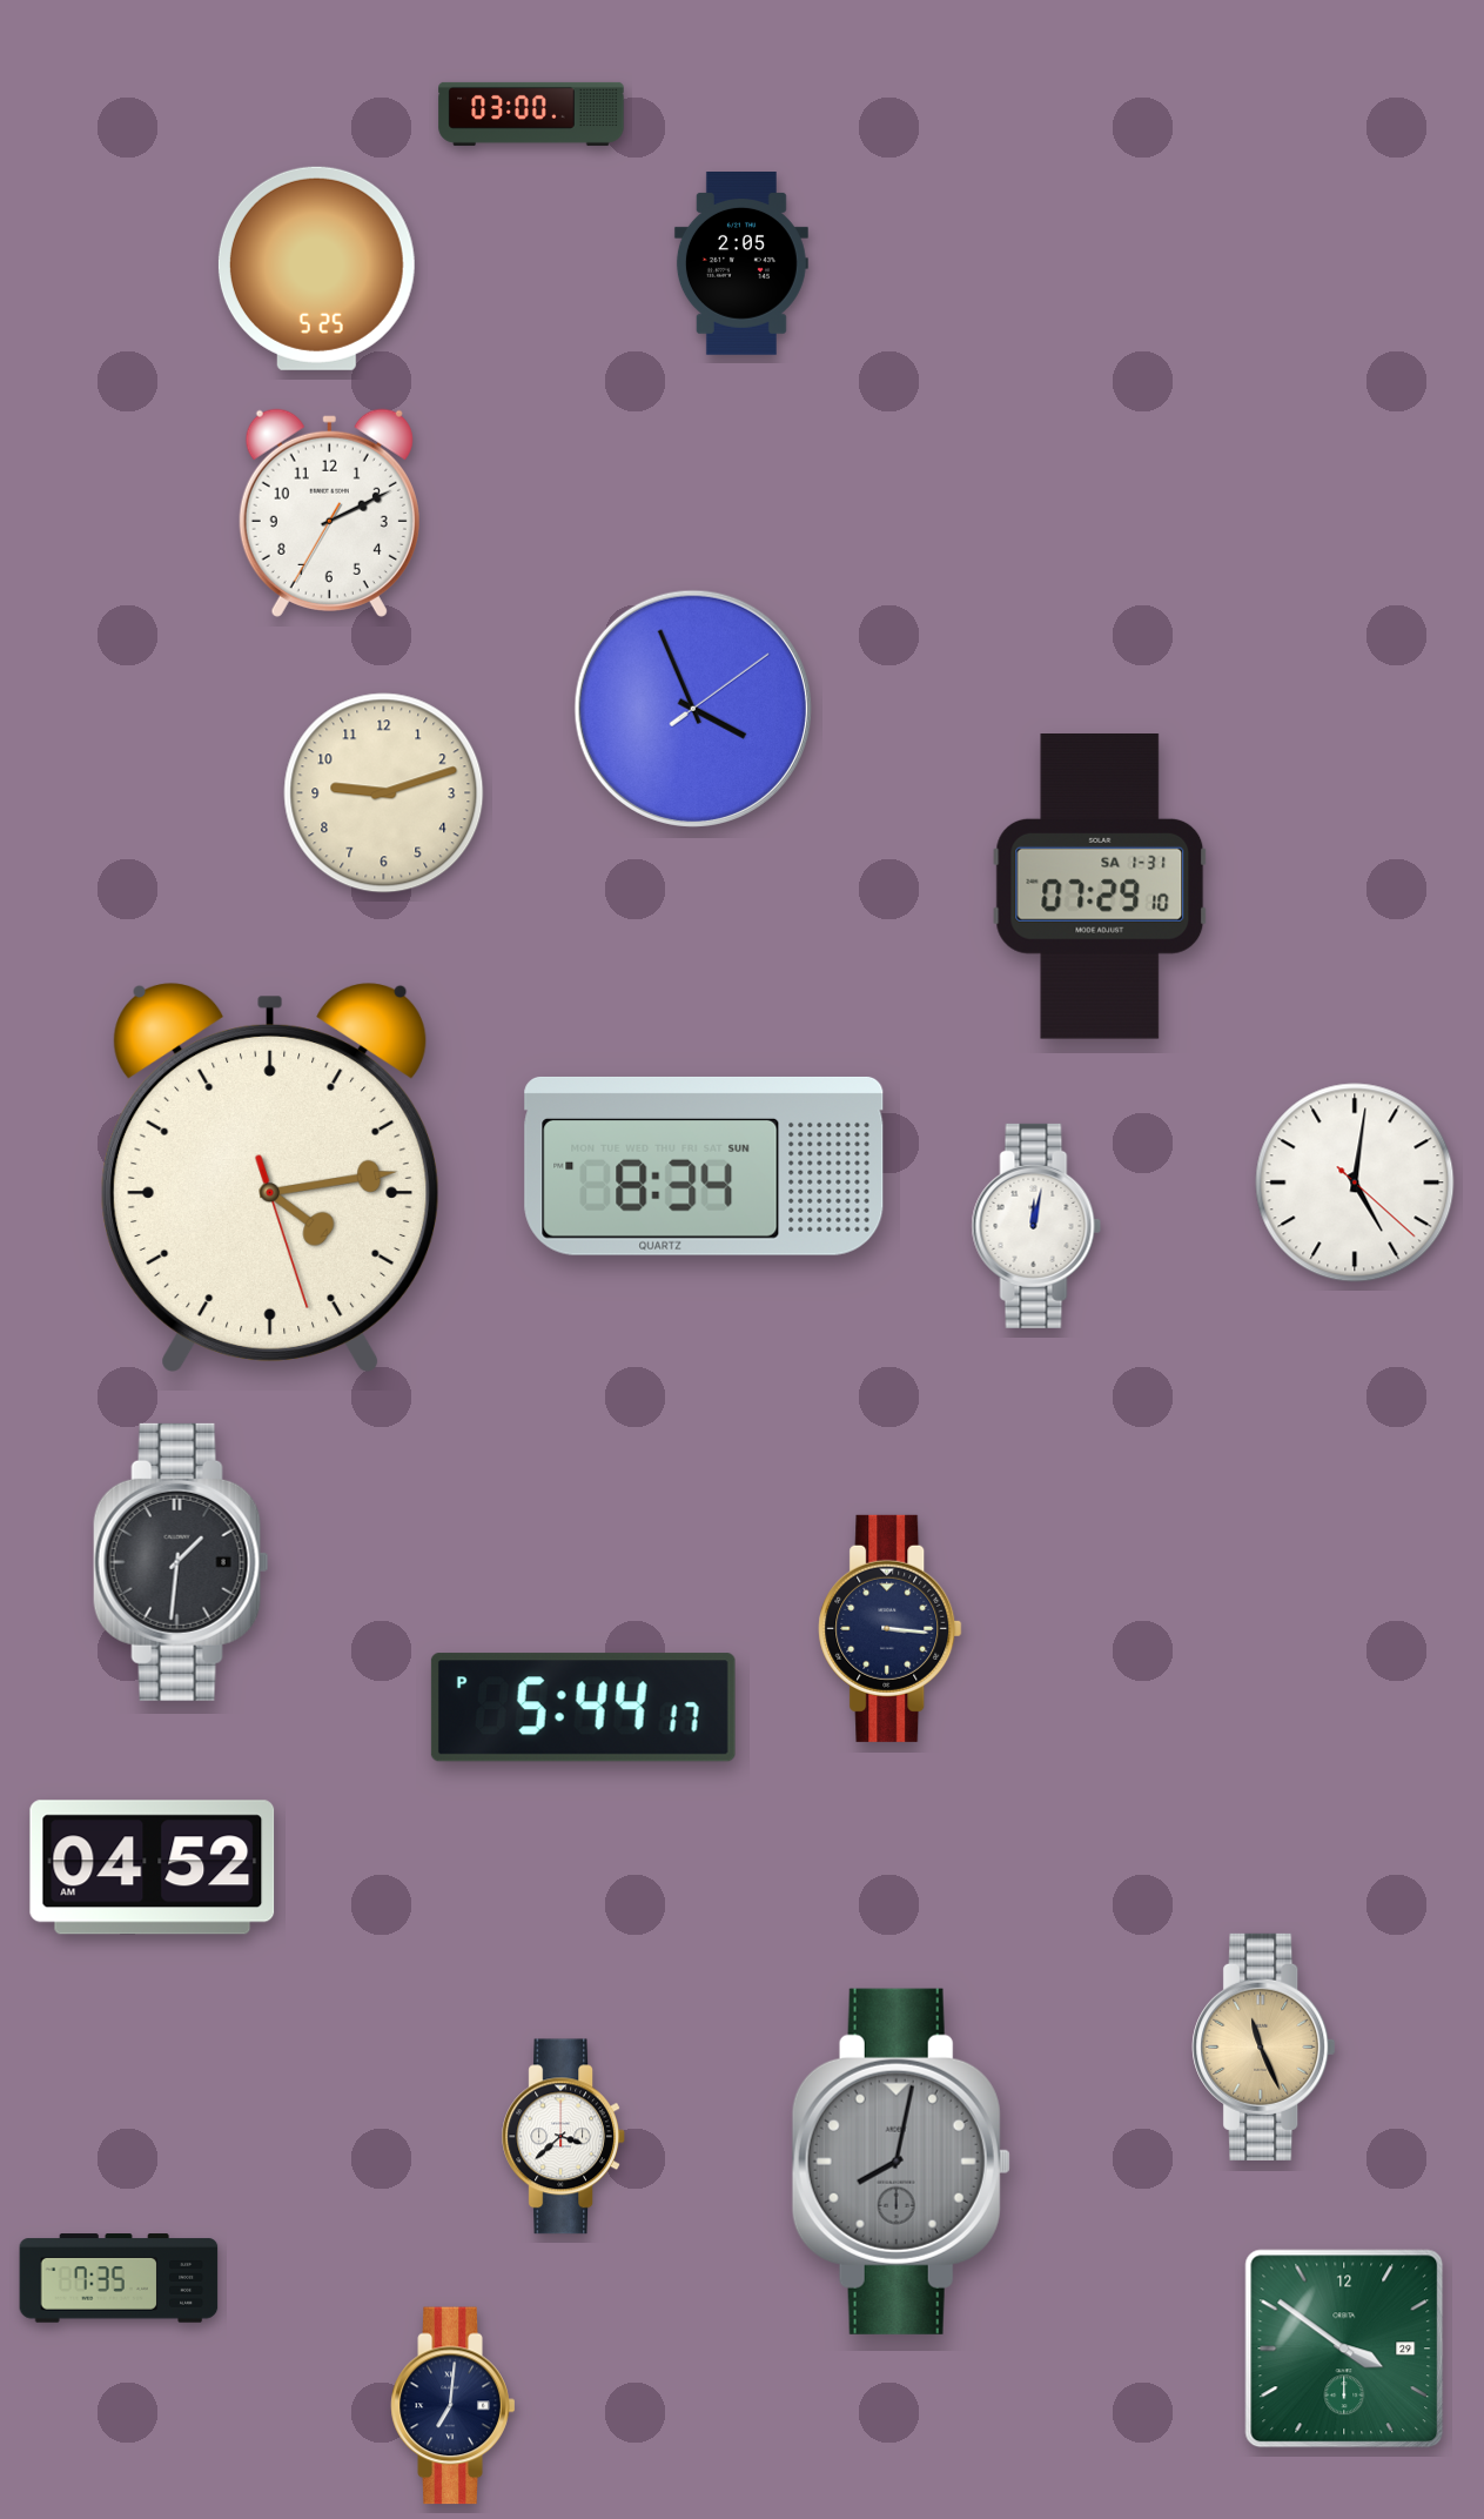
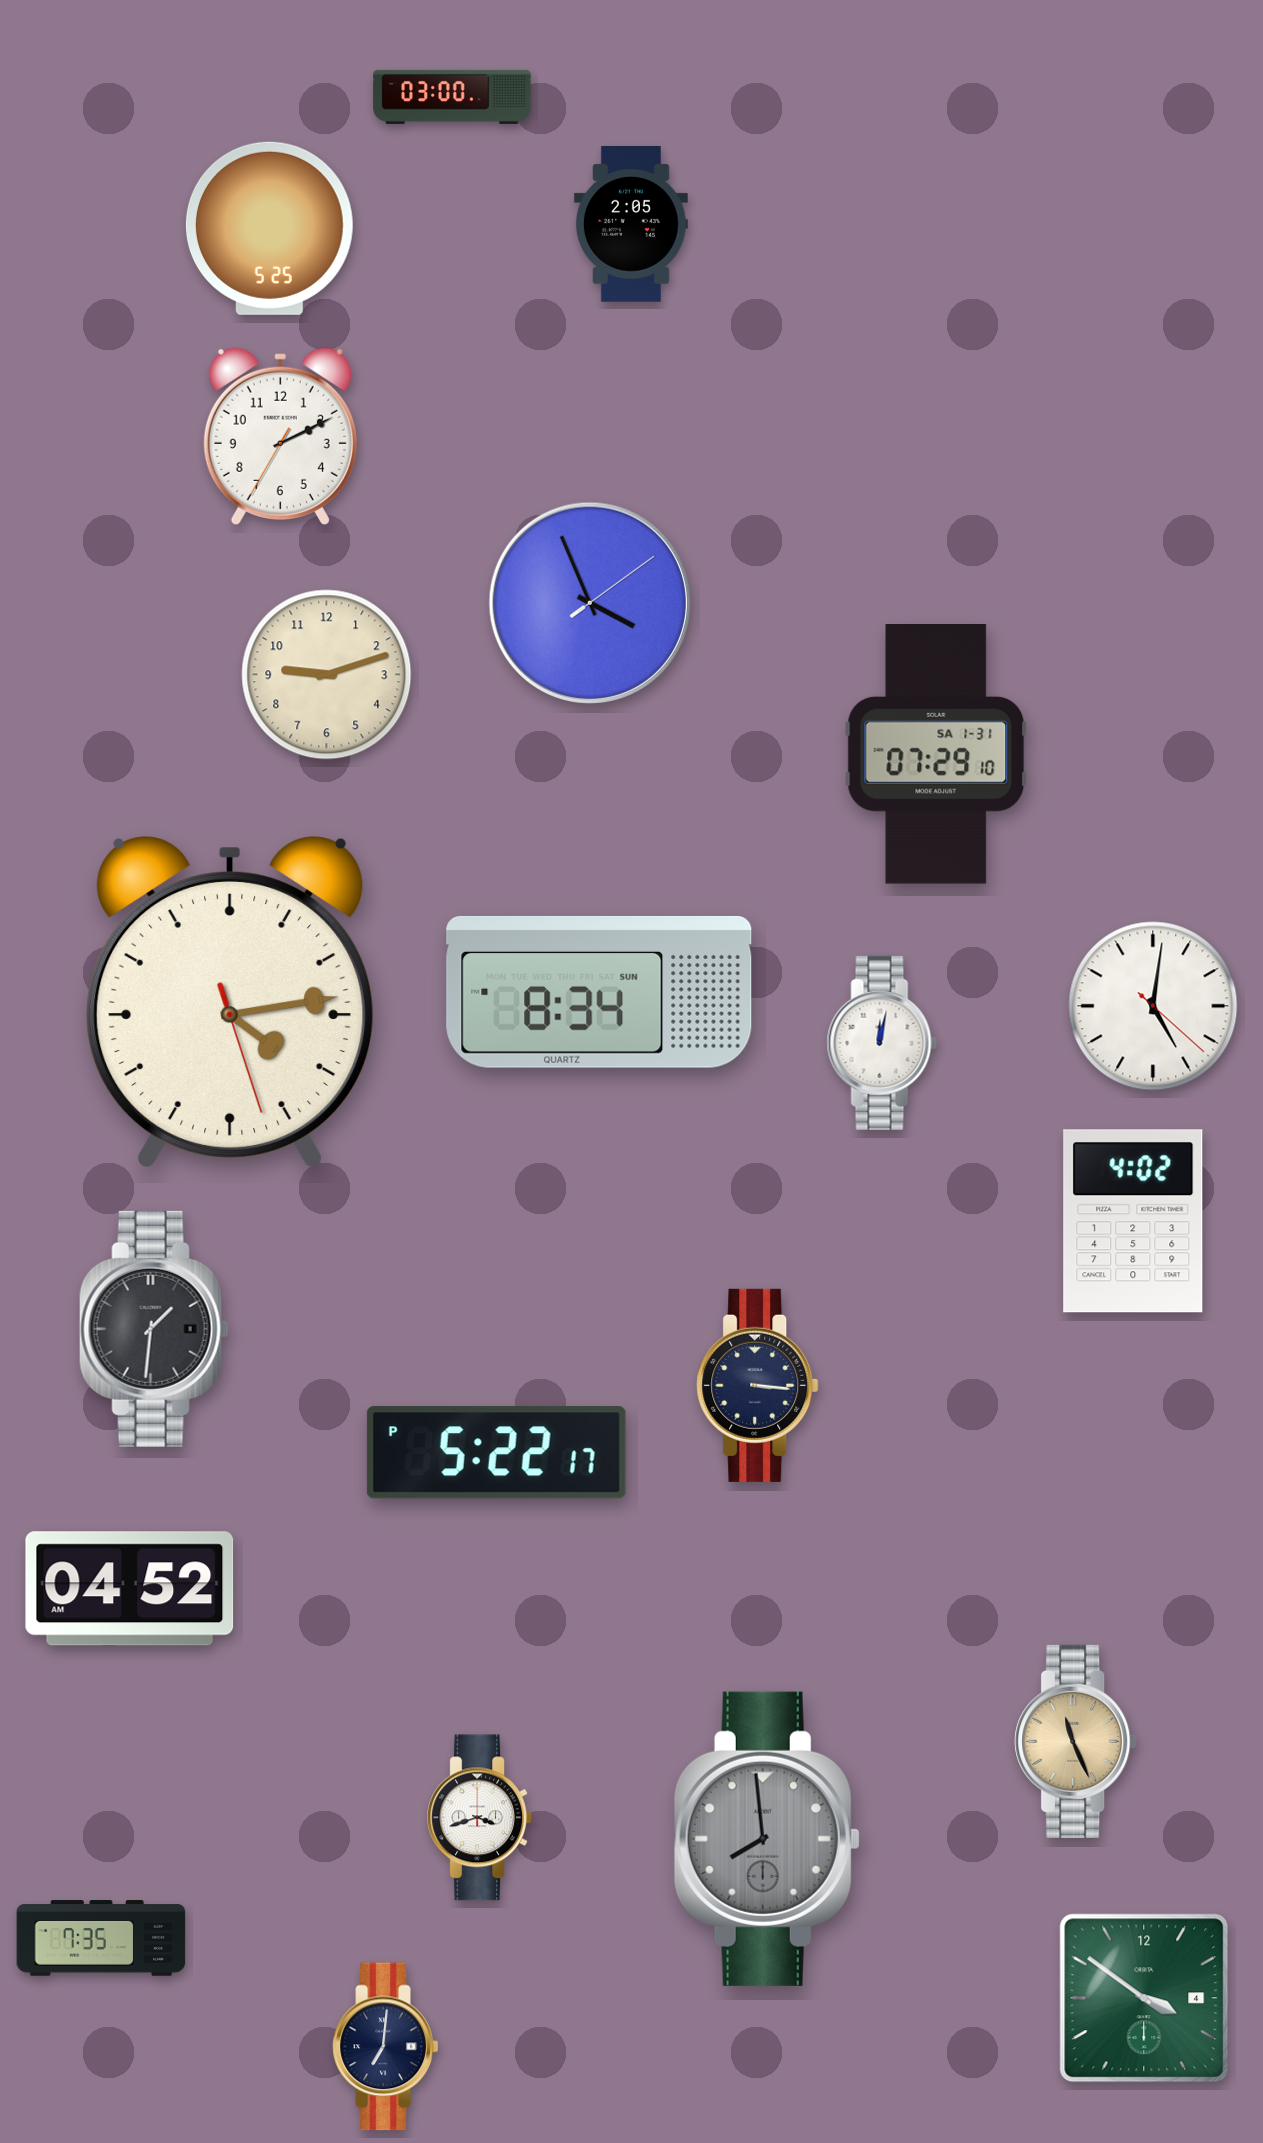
clock at (1133, 1221): none -> 4:02
clock at (583, 1708): 5:44 -> 5:22
clock at (563, 2137): 3:38 -> 3:42
clock at (901, 2162): 8:02 -> 7:59
clock at (1344, 2349) date: 29 -> 4
